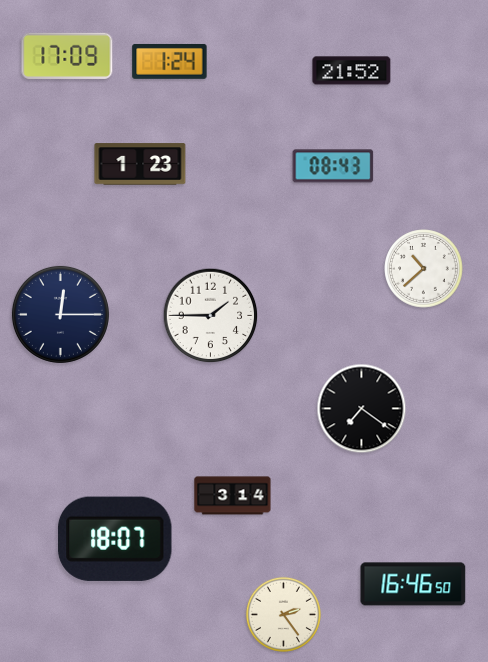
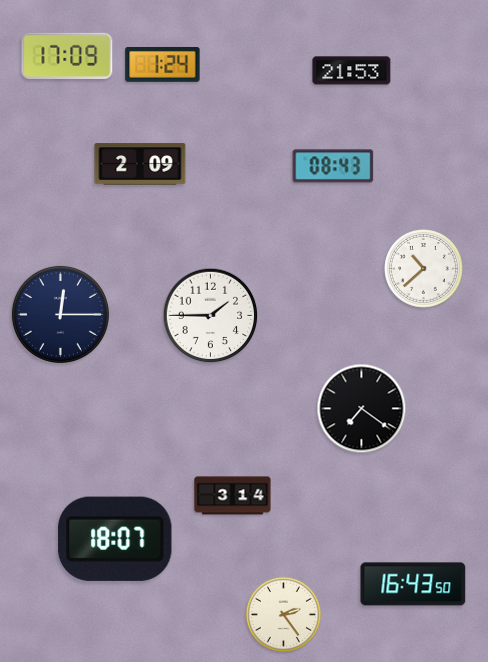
clock at (170, 61) position: (170, 61) -> (163, 64)
clock at (352, 71): 21:52 -> 21:53
clock at (140, 164): 1:23 -> 2:09
clock at (413, 584): 16:46 -> 16:43
